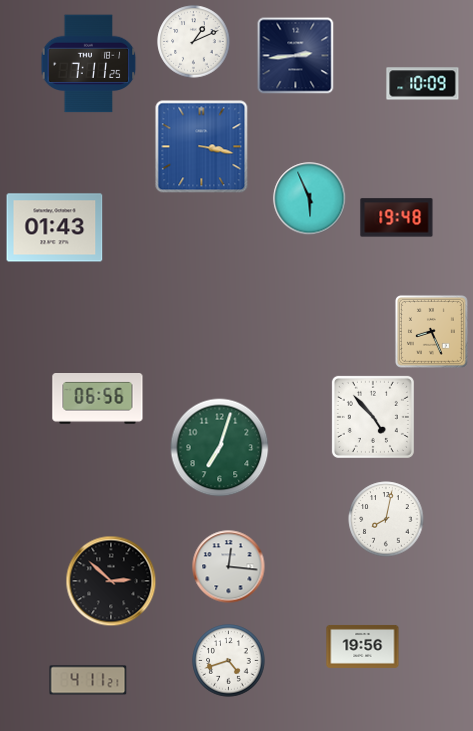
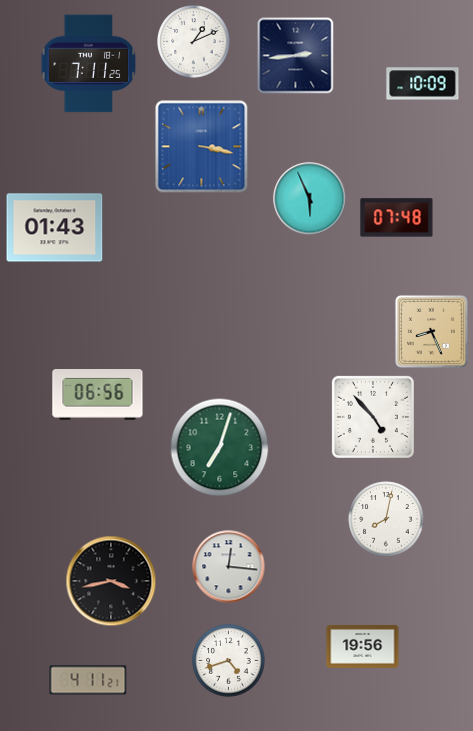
clock at (397, 218): 19:48 -> 07:48
clock at (98, 399) position: (98, 399) -> (98, 395)
clock at (111, 581): 2:52 -> 3:43
